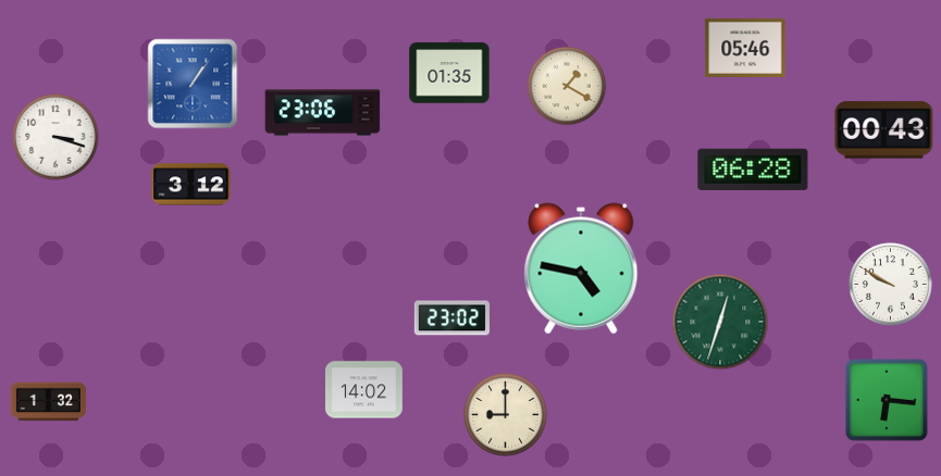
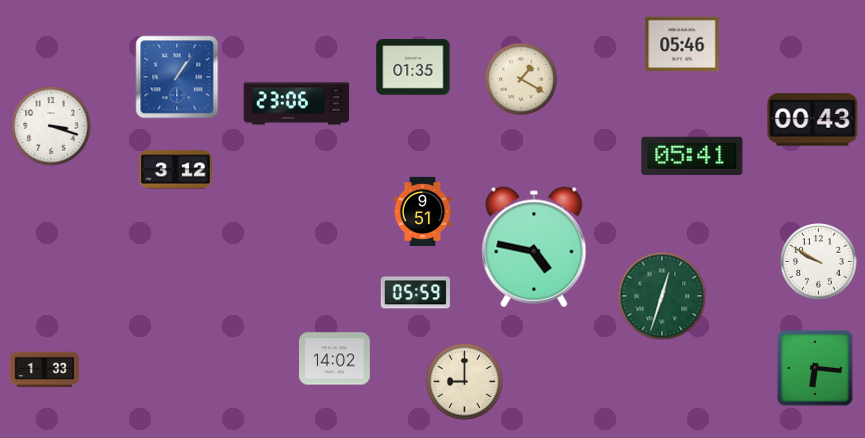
clock at (745, 47) position: (745, 47) -> (682, 43)
clock at (753, 168): 06:28 -> 05:41
clock at (423, 211): none -> 9:51
clock at (451, 318): 23:02 -> 05:59
clock at (48, 402): 1:32 -> 1:33
